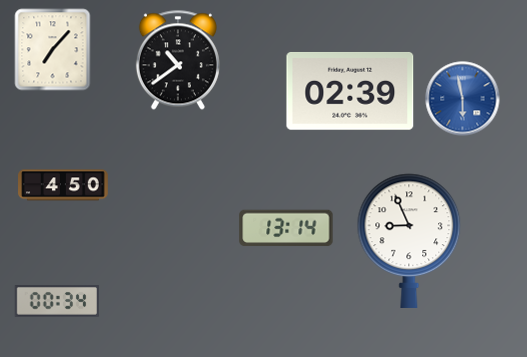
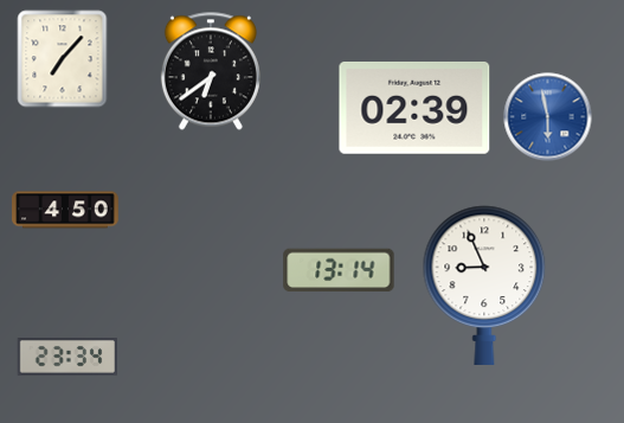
clock at (178, 60): 10:39 -> 6:39
clock at (63, 185) position: (63, 185) -> (65, 210)
clock at (56, 302): 00:34 -> 23:34
